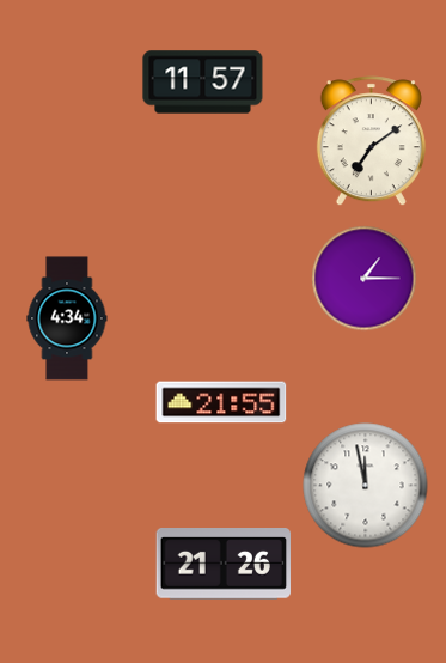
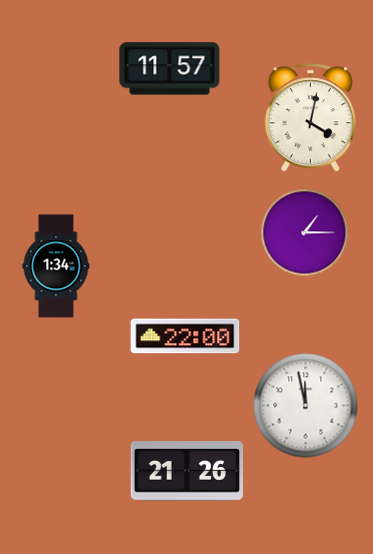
clock at (371, 141): 7:09 -> 4:02
clock at (67, 318): 4:34 -> 1:34
clock at (221, 402): 21:55 -> 22:00
